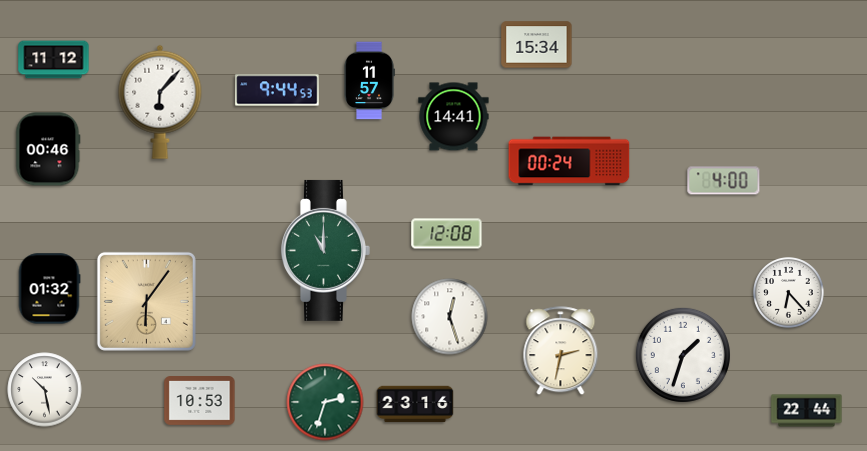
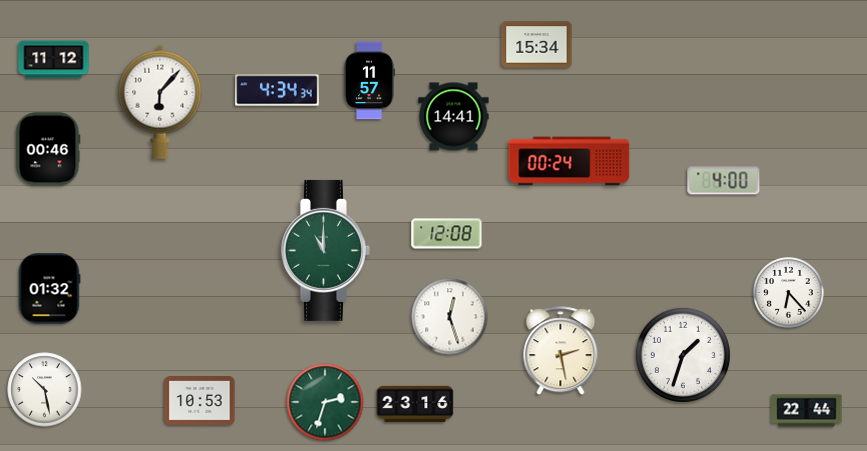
clock at (277, 90): 9:44 -> 4:34
clock at (146, 301): 6:06 -> none
clock at (561, 351): 2:32 -> 2:28
